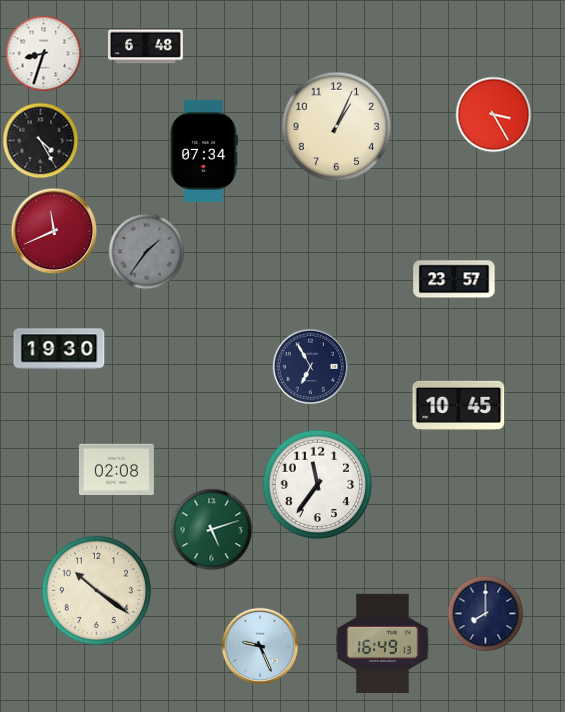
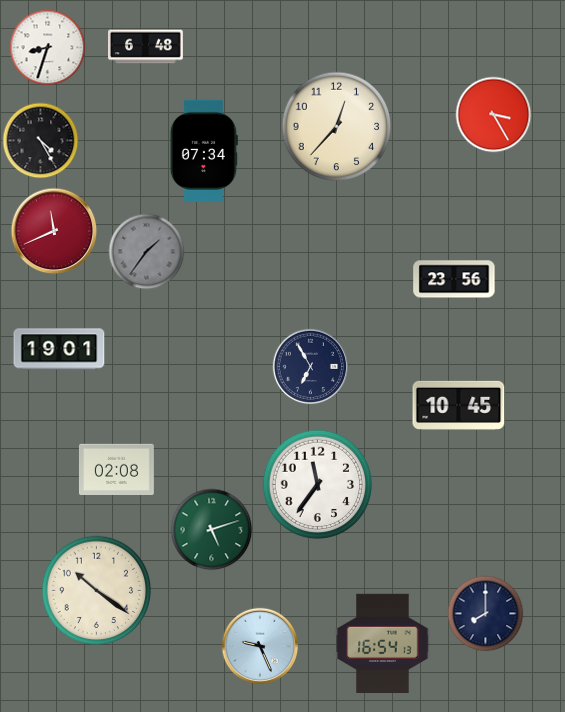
clock at (44, 54) position: (44, 54) -> (48, 48)
clock at (337, 127): 1:04 -> 12:37
clock at (454, 279): 23:57 -> 23:56
clock at (59, 349): 19:30 -> 19:01
clock at (383, 643): 16:49 -> 16:54
